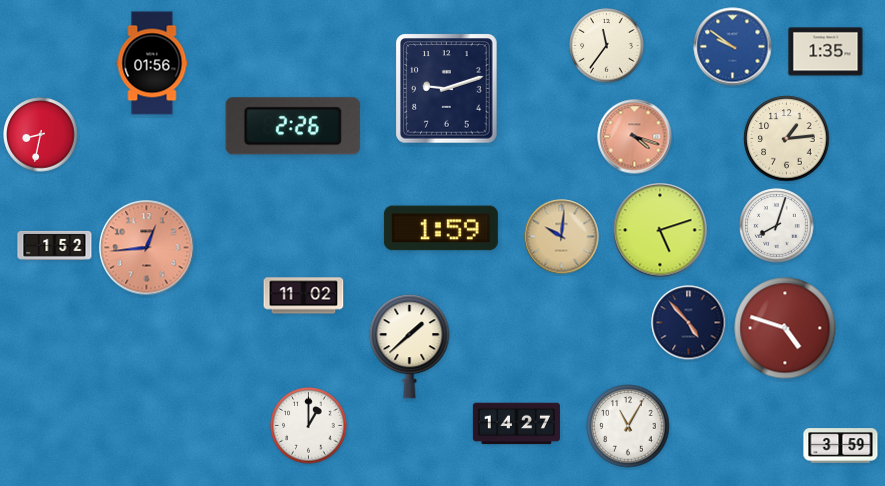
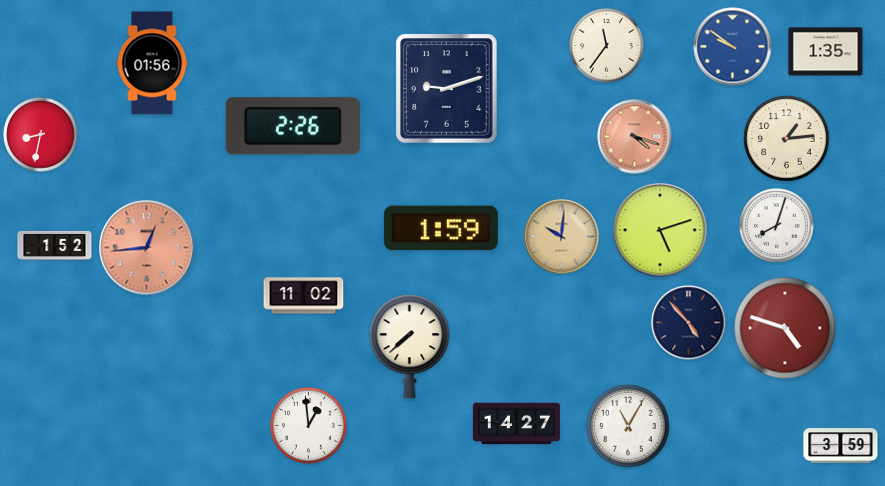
clock at (410, 347): 1:38 -> 7:38
clock at (309, 426): 1:00 -> 12:59
